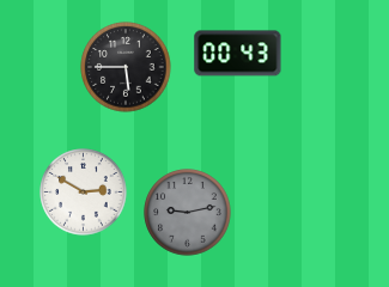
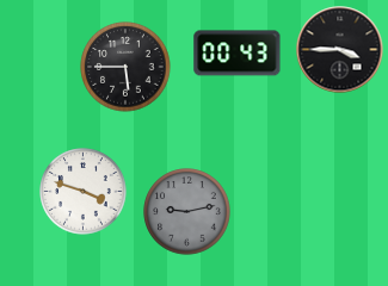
clock at (340, 50): none -> 3:45
clock at (84, 193): 2:50 -> 3:48
